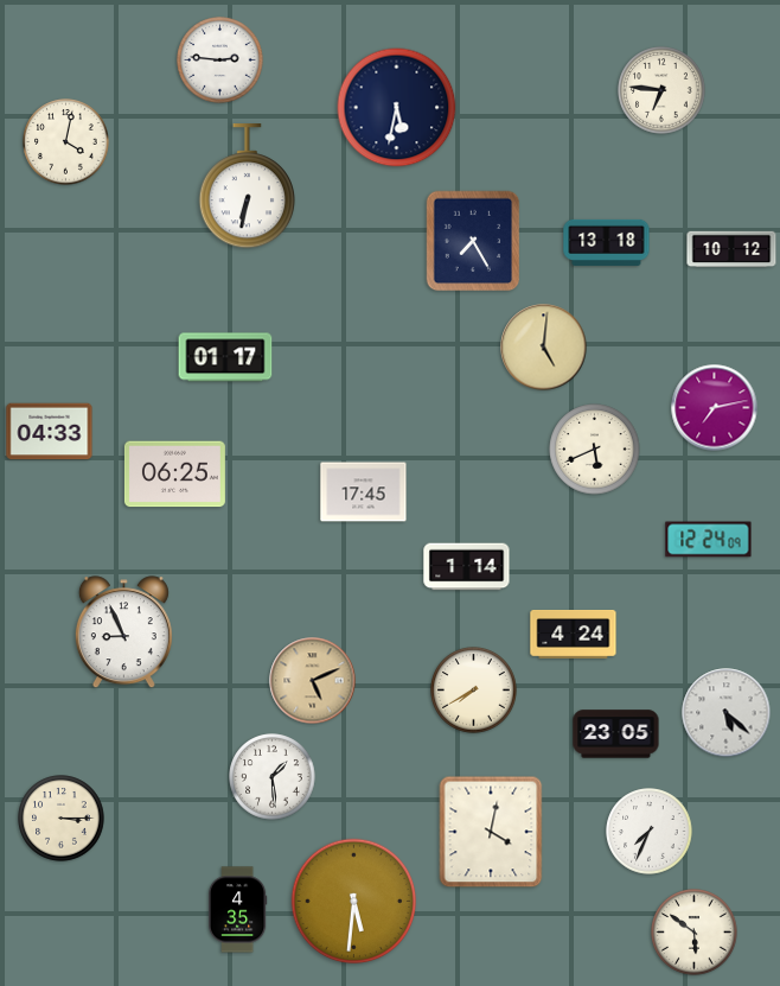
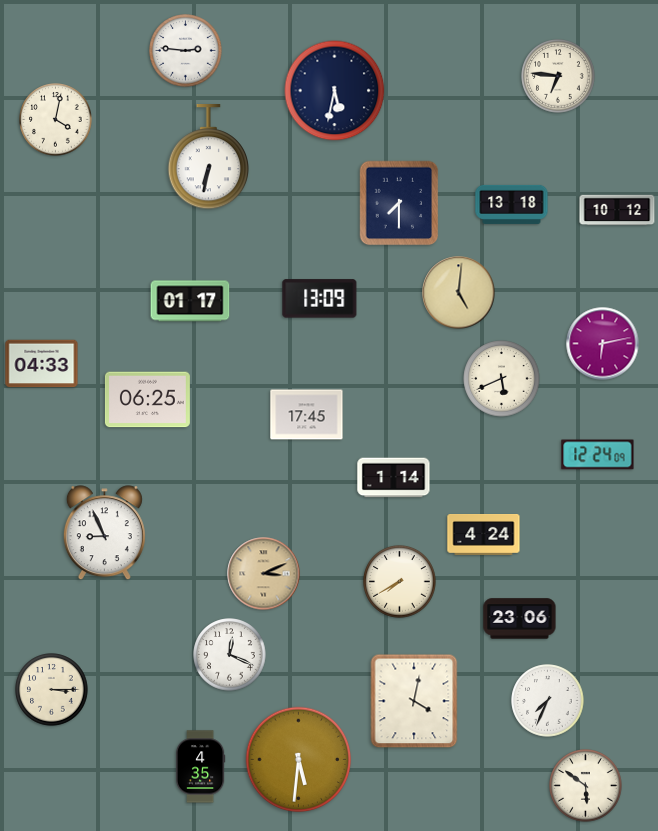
clock at (473, 241): 7:25 -> 7:30
clock at (320, 299): none -> 13:09
clock at (715, 408): 7:13 -> 6:13
clock at (313, 681): 5:11 -> 3:11
clock at (727, 713): 5:22 -> none
clock at (616, 734): 23:05 -> 23:06
clock at (273, 777): 1:29 -> 12:19
